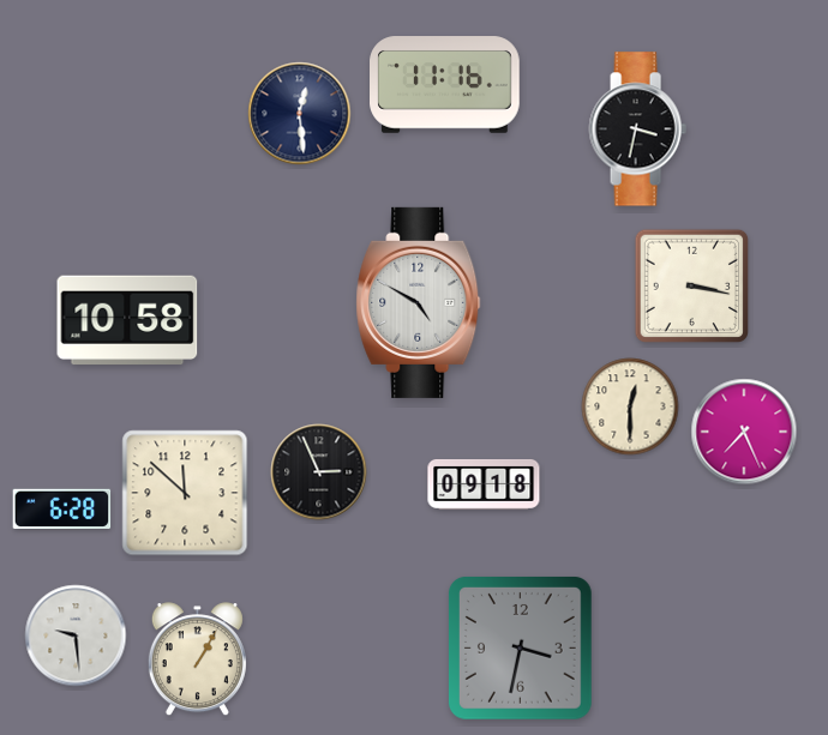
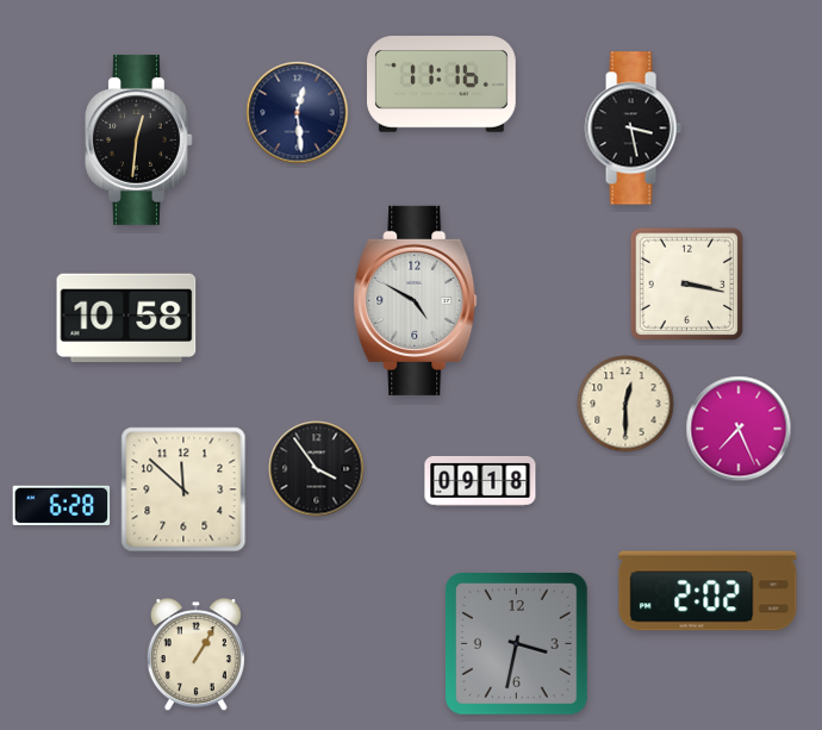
clock at (637, 129): 3:32 -> 3:28
clock at (138, 139): none -> 12:31
clock at (319, 472): 2:56 -> 3:54
clock at (708, 591): none -> 2:02
clock at (76, 635): 9:29 -> none
